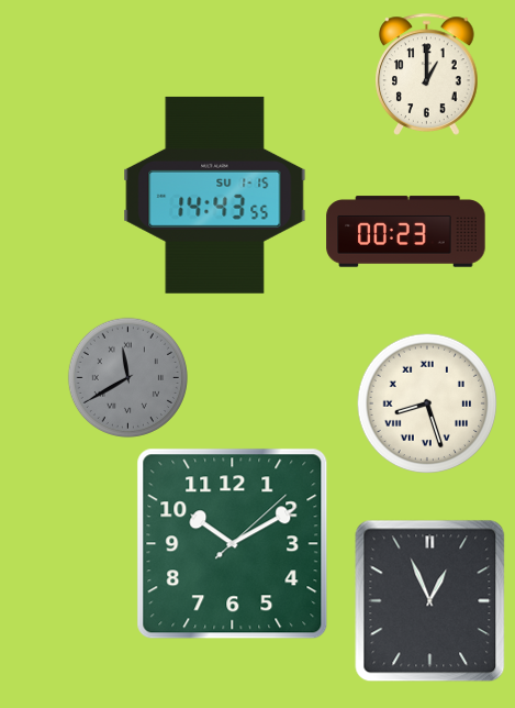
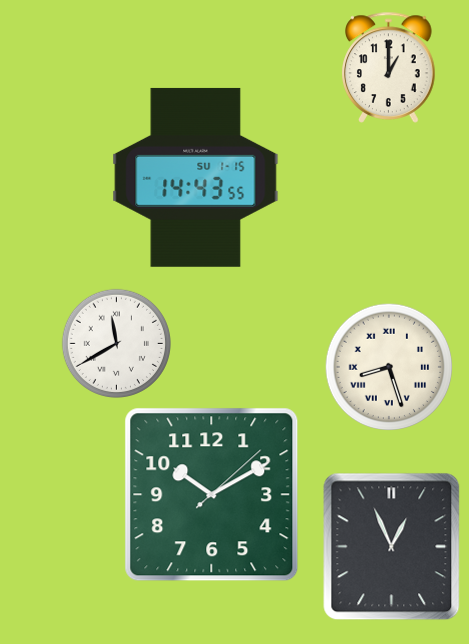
clock at (406, 232): 00:23 -> none
clock at (127, 377) dial: grey -> white
